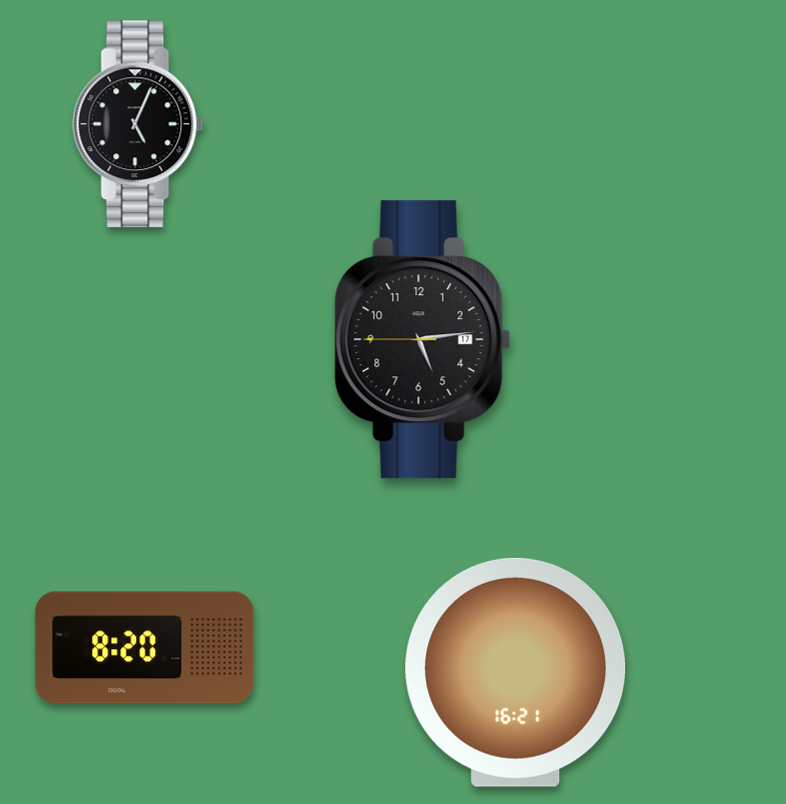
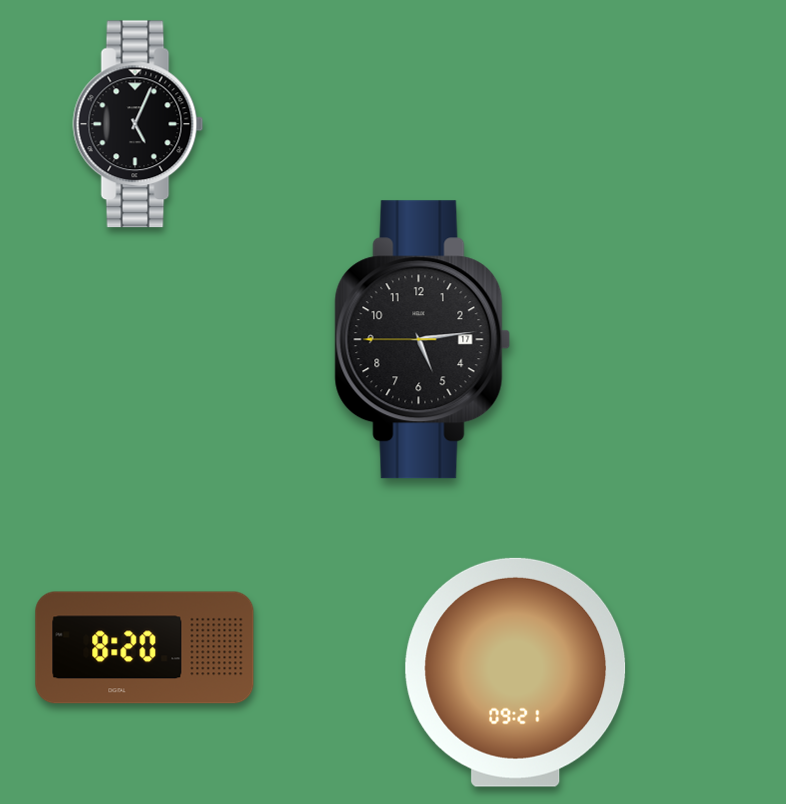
clock at (516, 672): 16:21 -> 09:21
